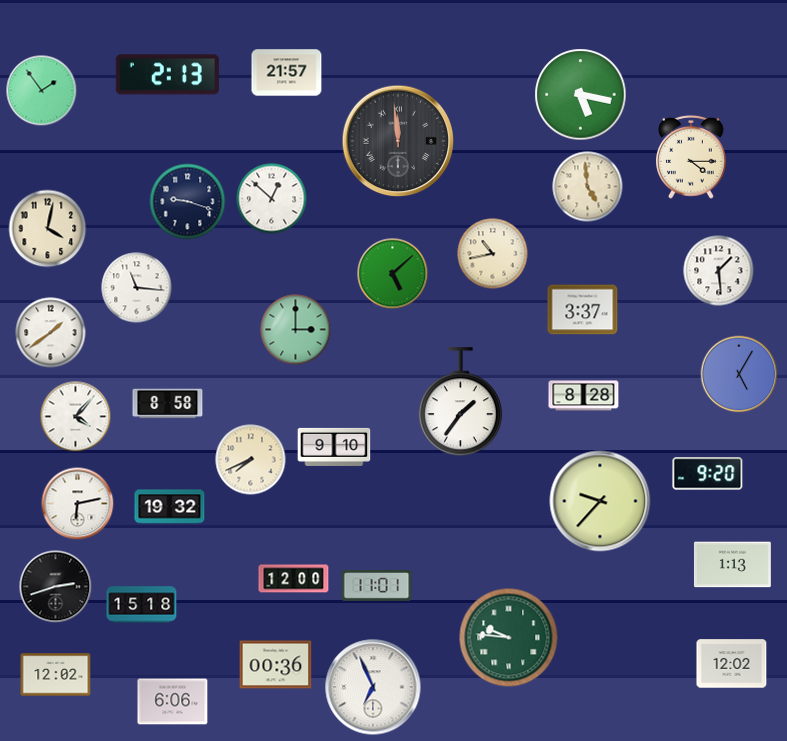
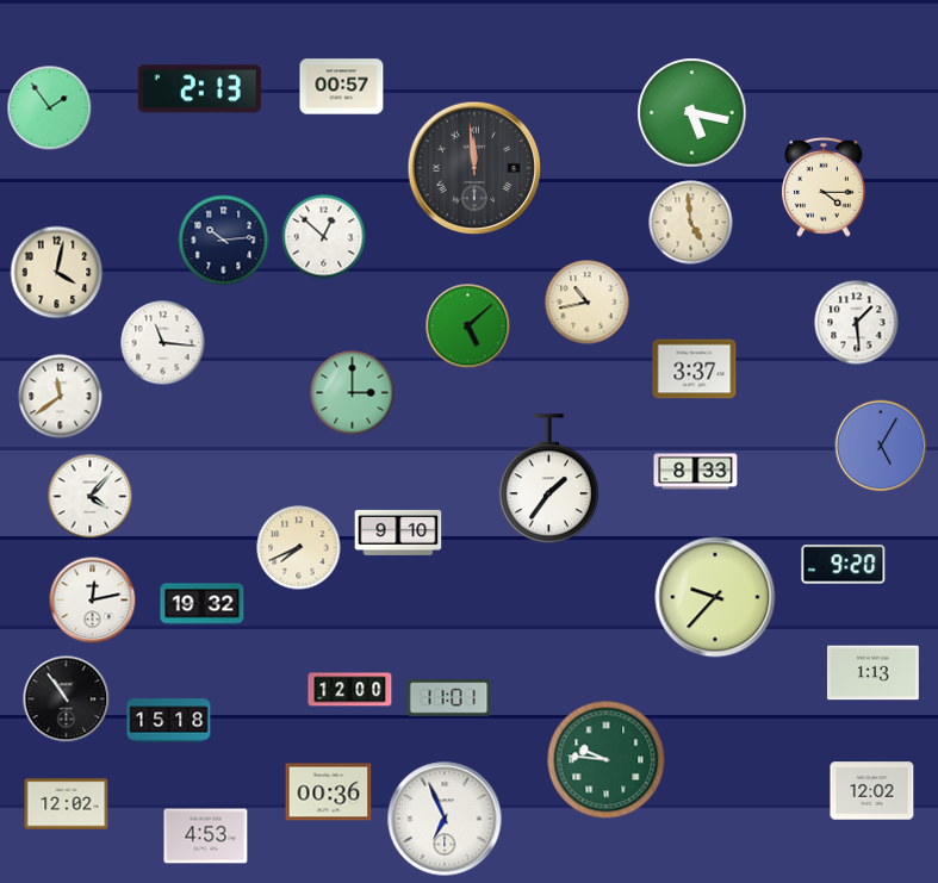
clock at (287, 73): 21:57 -> 00:57
clock at (588, 187) position: (588, 187) -> (691, 223)
clock at (188, 202): 9:18 -> 10:14
clock at (51, 333): 1:39 -> 11:39
clock at (584, 396): 8:28 -> 8:33
clock at (168, 404): 8:58 -> none
clock at (78, 504): 6:13 -> 12:13
clock at (56, 587): 2:42 -> 10:54
clock at (173, 702): 6:06 -> 4:53
